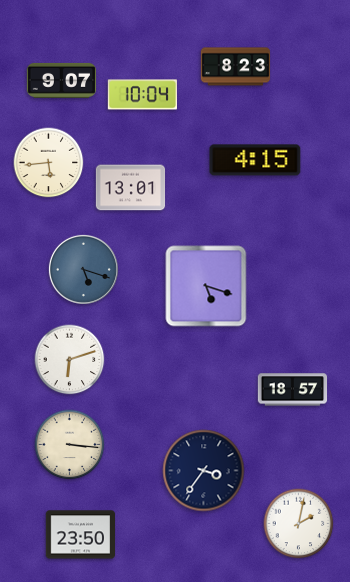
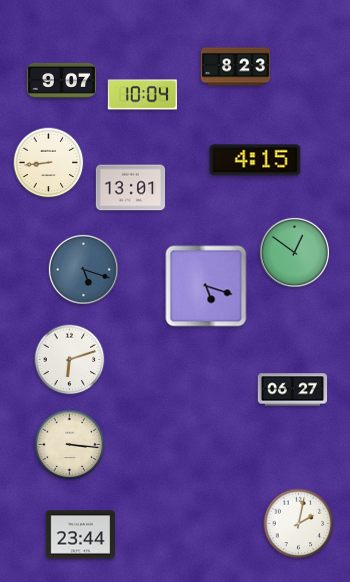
clock at (49, 163): 5:44 -> 8:44
clock at (294, 252): none -> 12:51
clock at (293, 390): 18:57 -> 06:27
clock at (204, 471): 3:36 -> none
clock at (81, 535): 23:50 -> 23:44
